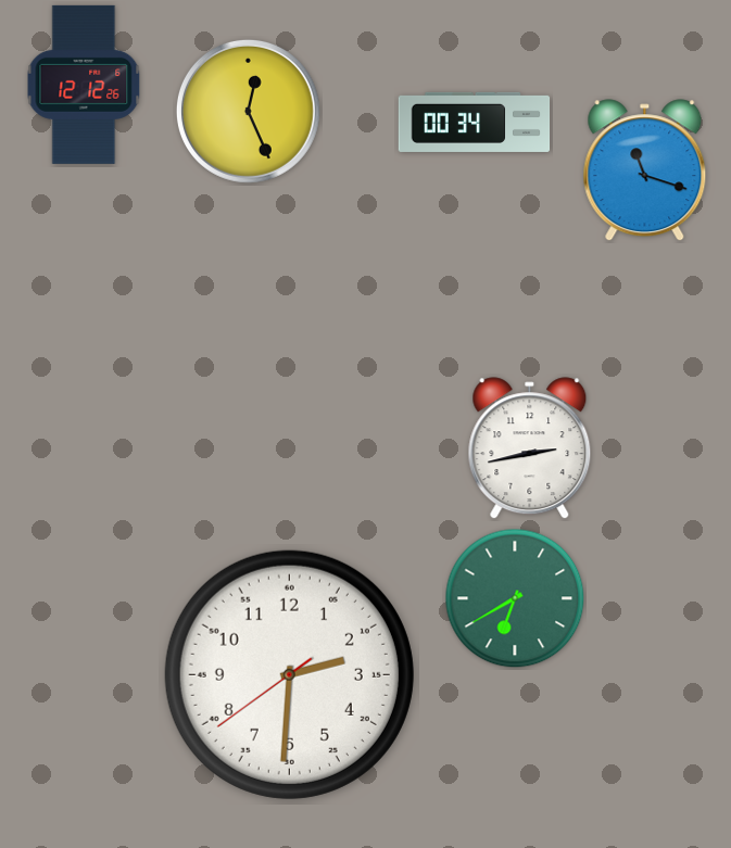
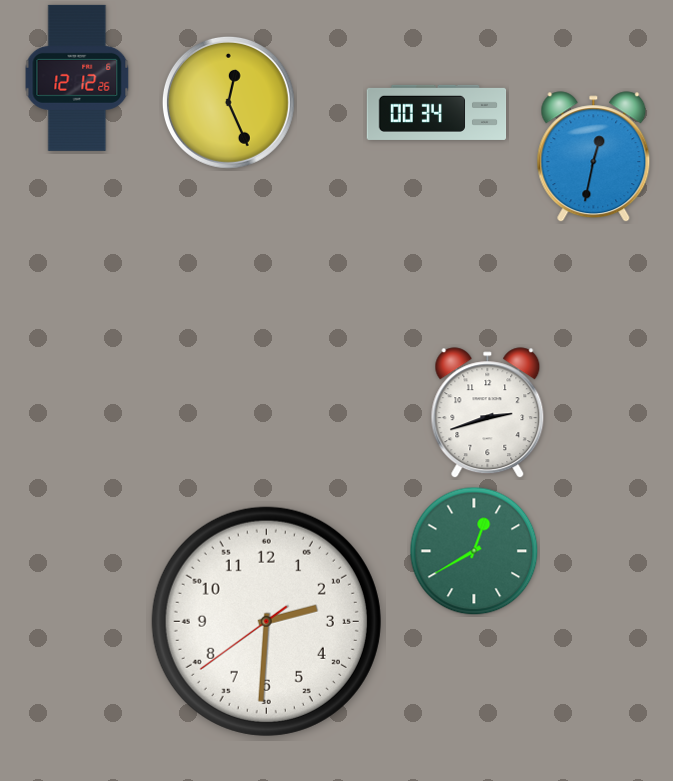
clock at (645, 170): 11:18 -> 12:32
clock at (530, 448): 2:43 -> 2:42
clock at (515, 598): 6:40 -> 12:40
